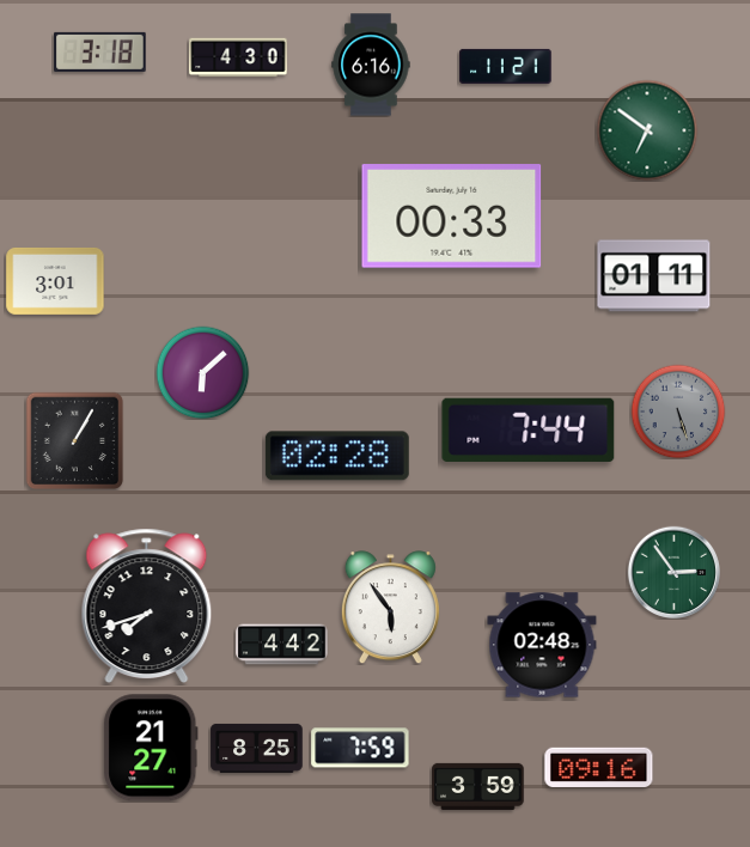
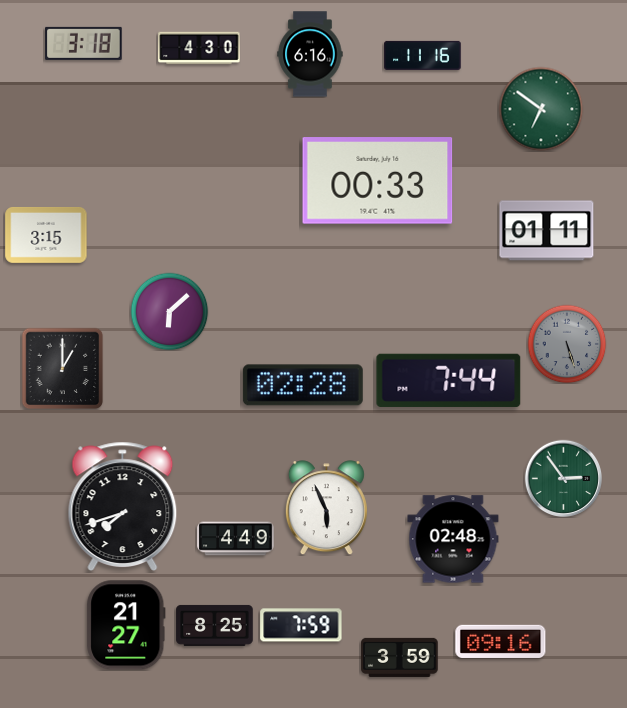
clock at (506, 66): 11:21 -> 11:16
clock at (55, 281): 3:01 -> 3:15
clock at (529, 429) position: (529, 429) -> (449, 380)
clock at (74, 440): 1:05 -> 1:00
clock at (337, 456) position: (337, 456) -> (303, 385)
clock at (390, 608): 5:54 -> 5:56
clock at (282, 645): 4:42 -> 4:49
